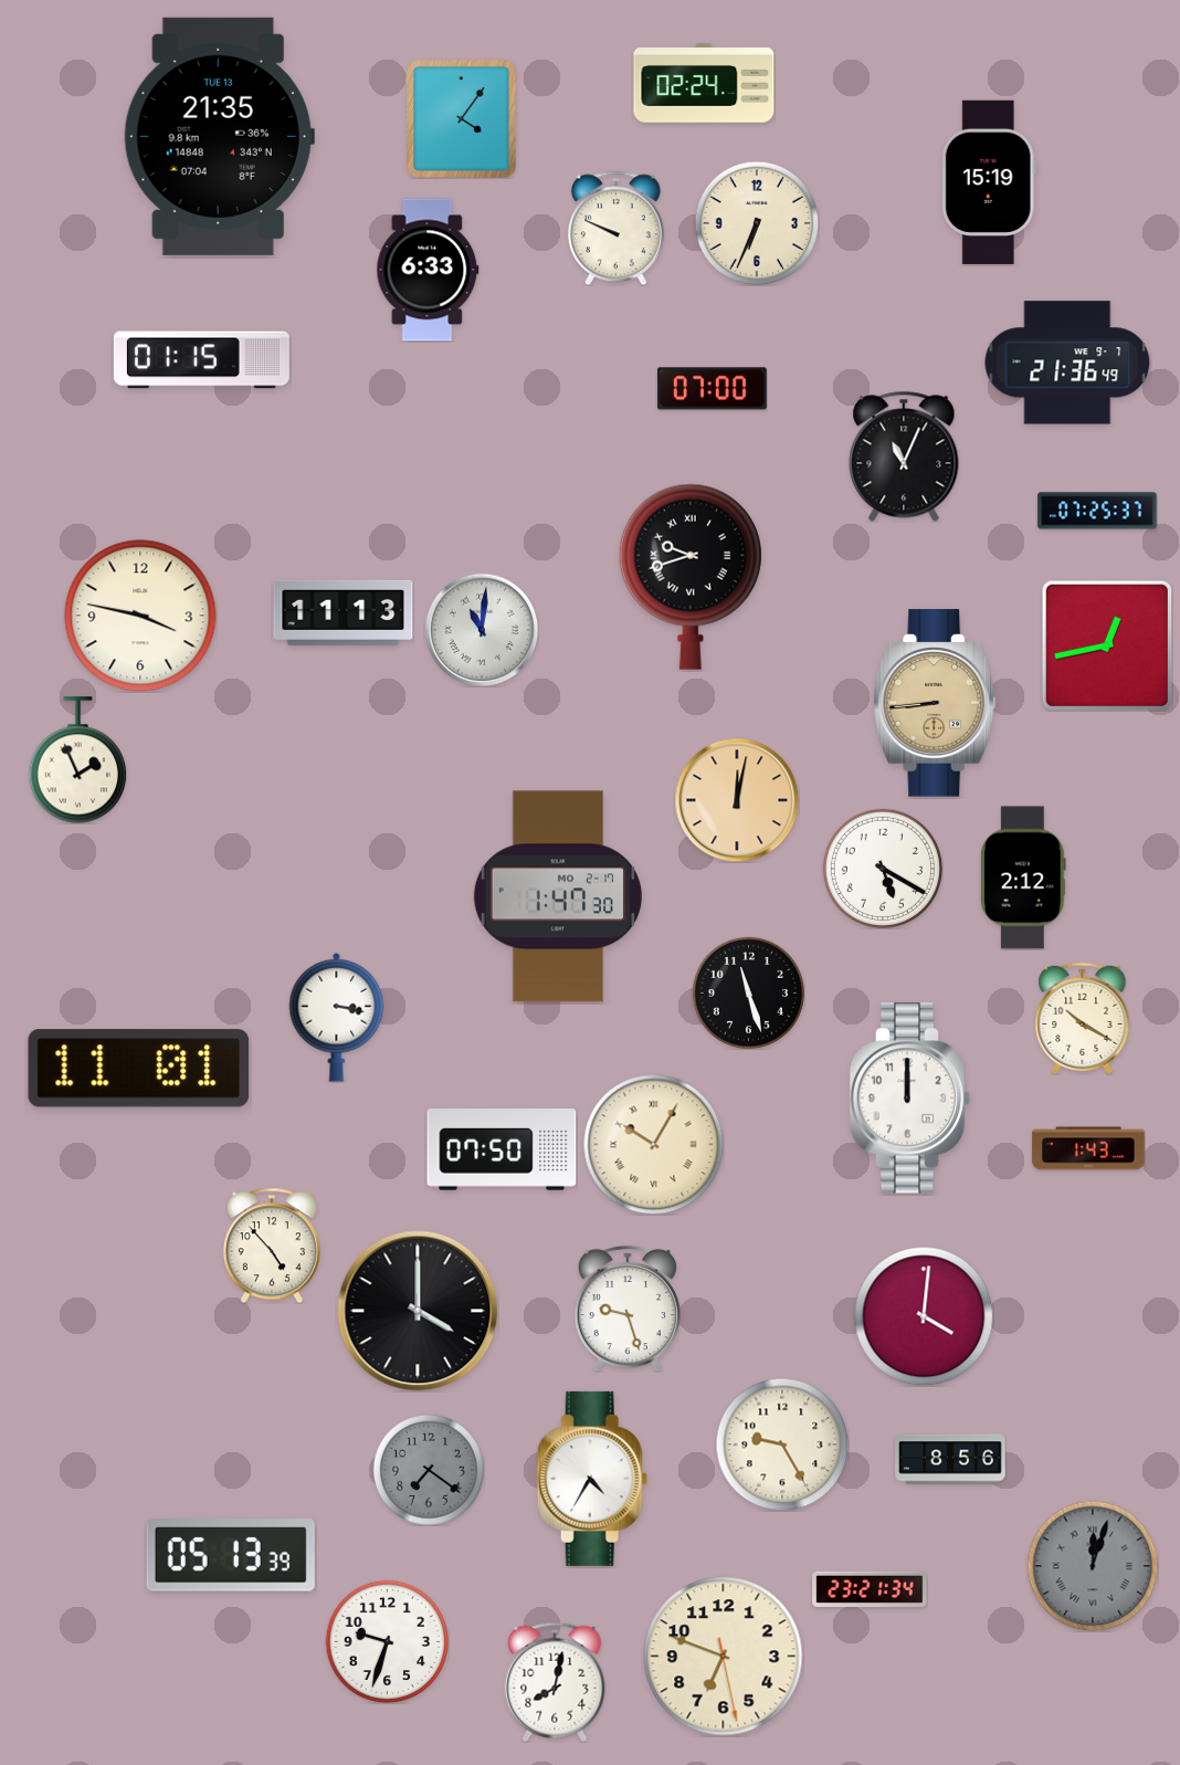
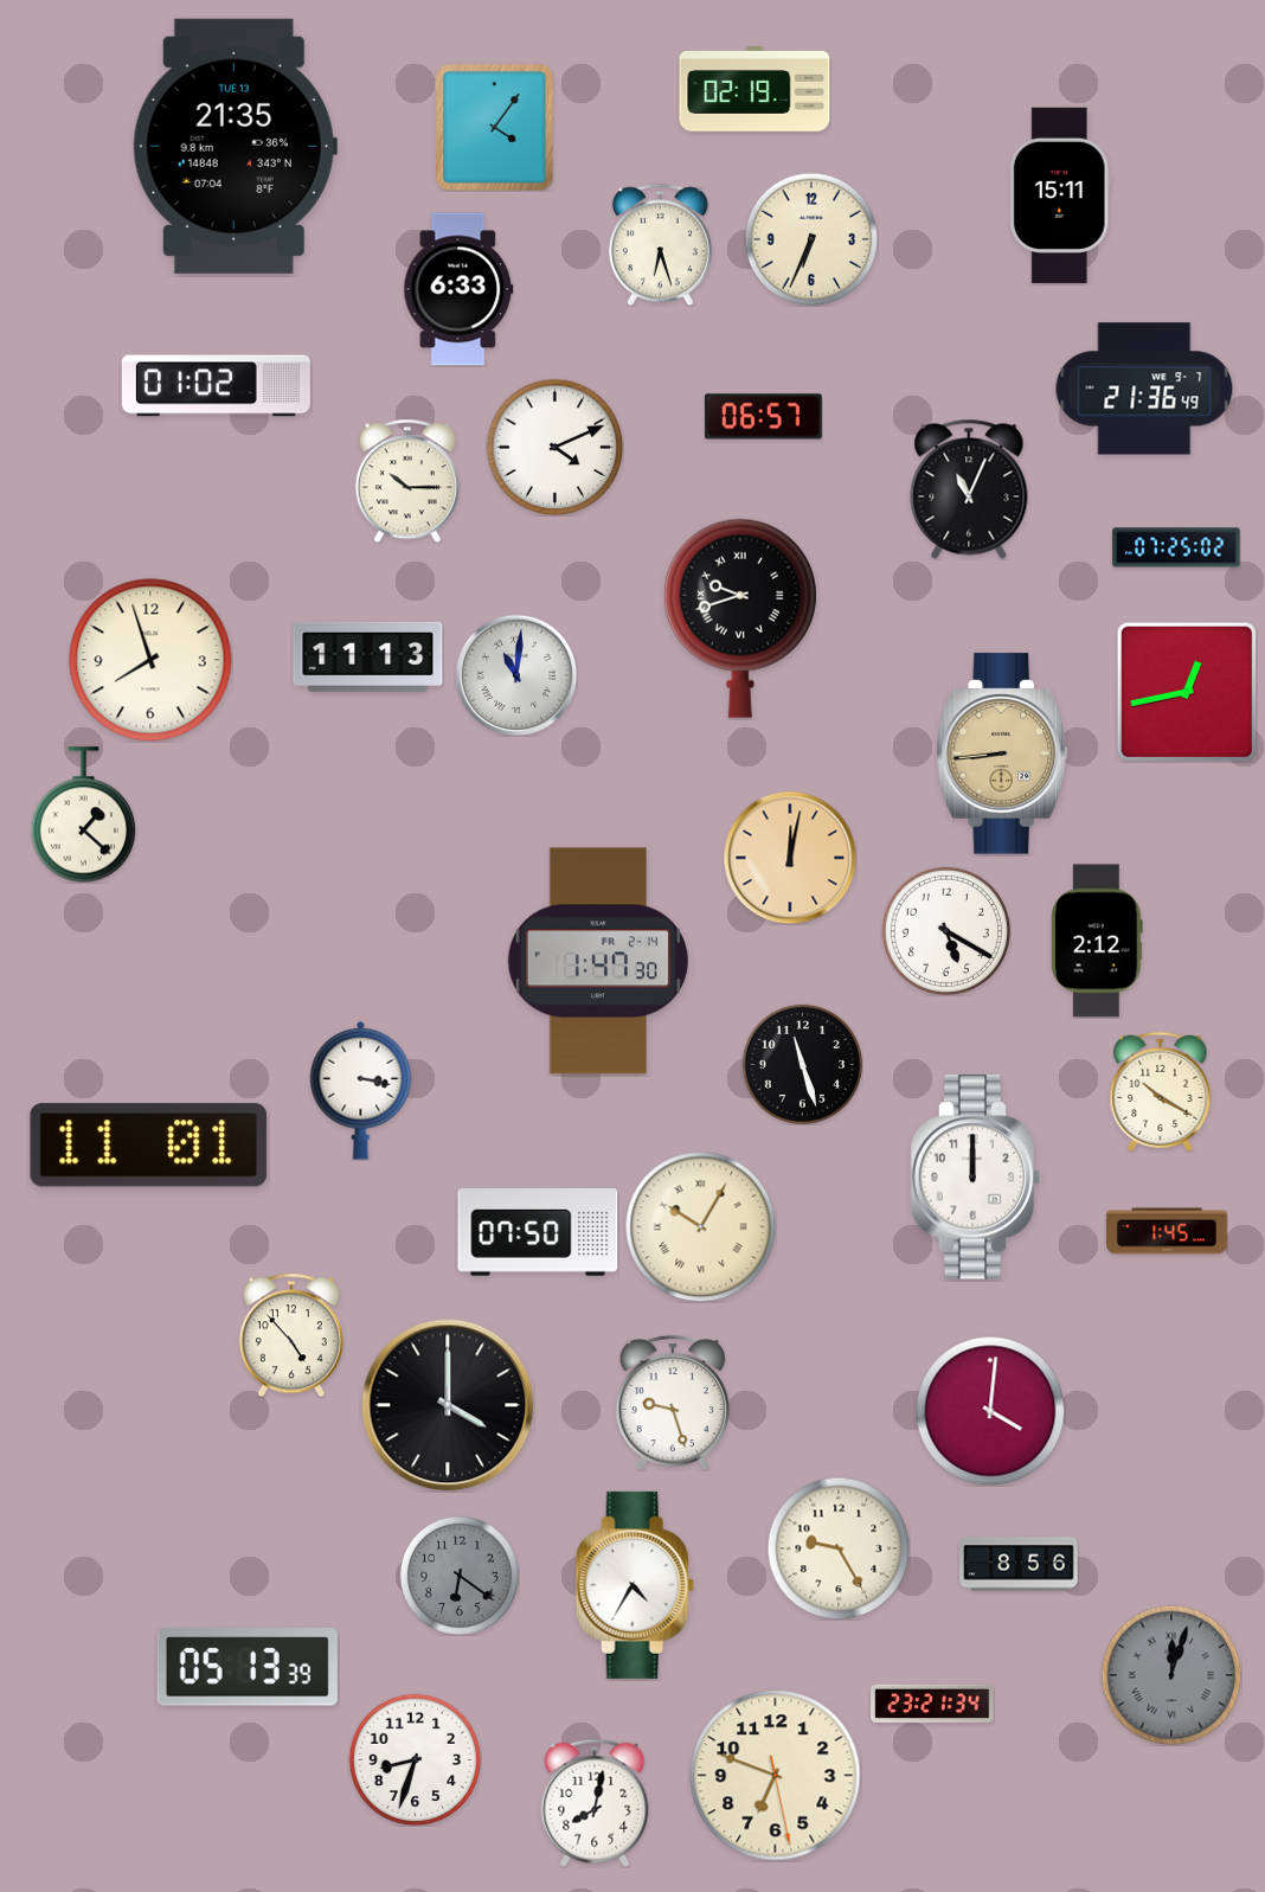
clock at (704, 84): 02:24 -> 02:19
clock at (989, 181): 15:19 -> 15:11
clock at (615, 228): 9:49 -> 6:27
clock at (201, 360): 01:15 -> 01:02
clock at (712, 389): 07:00 -> 06:57
clock at (554, 447): none -> 4:11
clock at (407, 481): none -> 10:15
clock at (1097, 511): 07:25:37 -> 07:25:02
clock at (140, 616): 3:47 -> 7:57
clock at (78, 760): 1:56 -> 1:22
clock at (558, 896) date: MO 2-17 -> FR 2-14
clock at (1088, 1148): 1:43 -> 1:45
clock at (429, 1470): 7:21 -> 6:21
clock at (1093, 1566) position: (1093, 1566) -> (1171, 1675)
clock at (387, 1641): 9:33 -> 8:33
